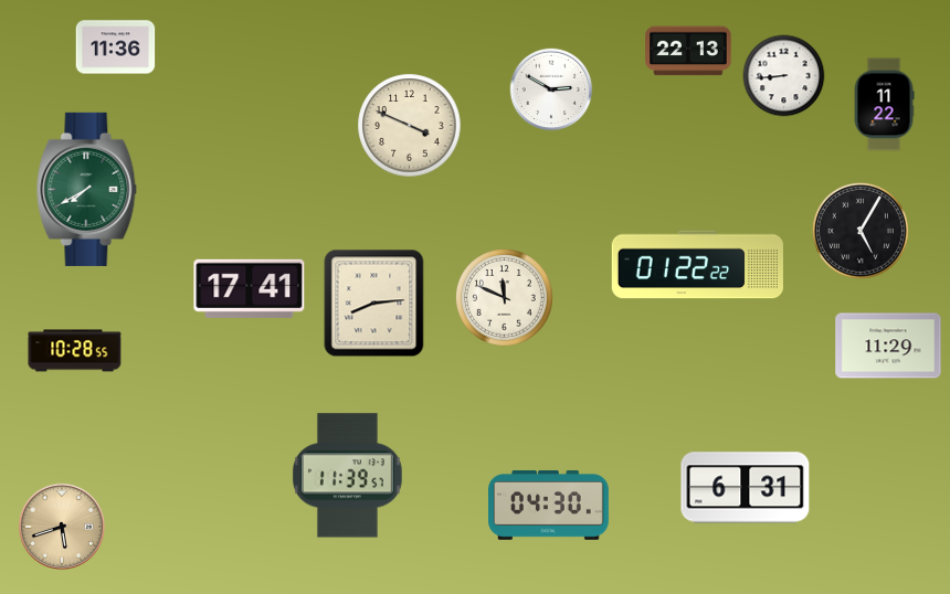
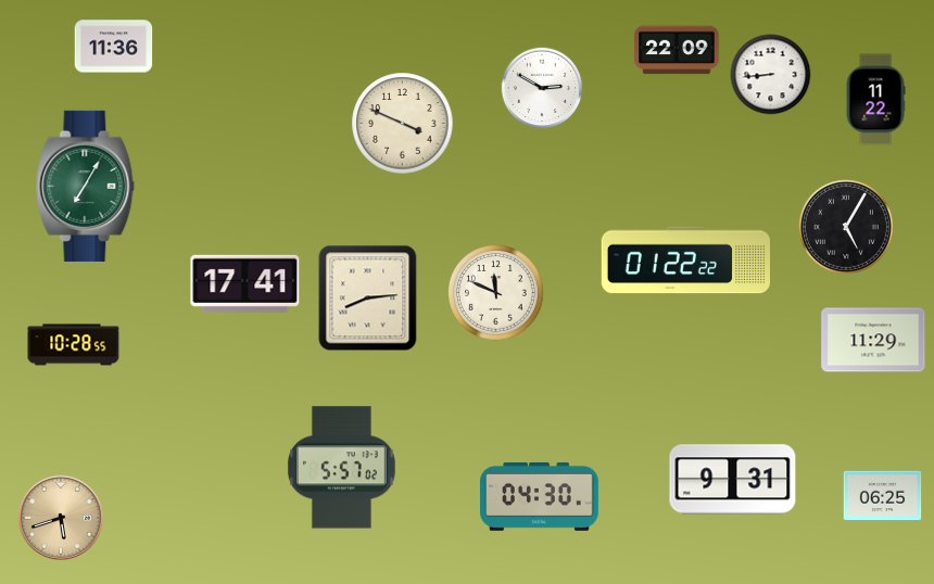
clock at (688, 51): 22:13 -> 22:09
clock at (884, 105) position: (884, 105) -> (875, 100)
clock at (87, 189): 7:40 -> 7:05
clock at (347, 476): 11:39 -> 5:57
clock at (746, 488): 6:31 -> 9:31
clock at (883, 496): none -> 06:25
